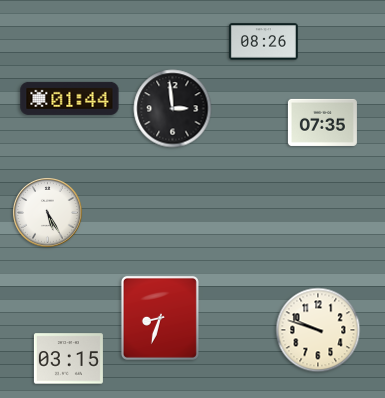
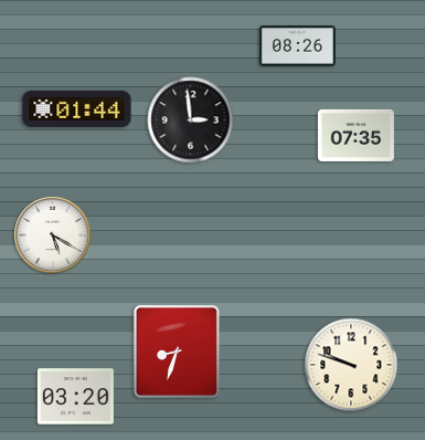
clock at (263, 42) position: (263, 42) -> (297, 46)
clock at (48, 213): 5:25 -> 5:20
clock at (68, 359): 03:15 -> 03:20
